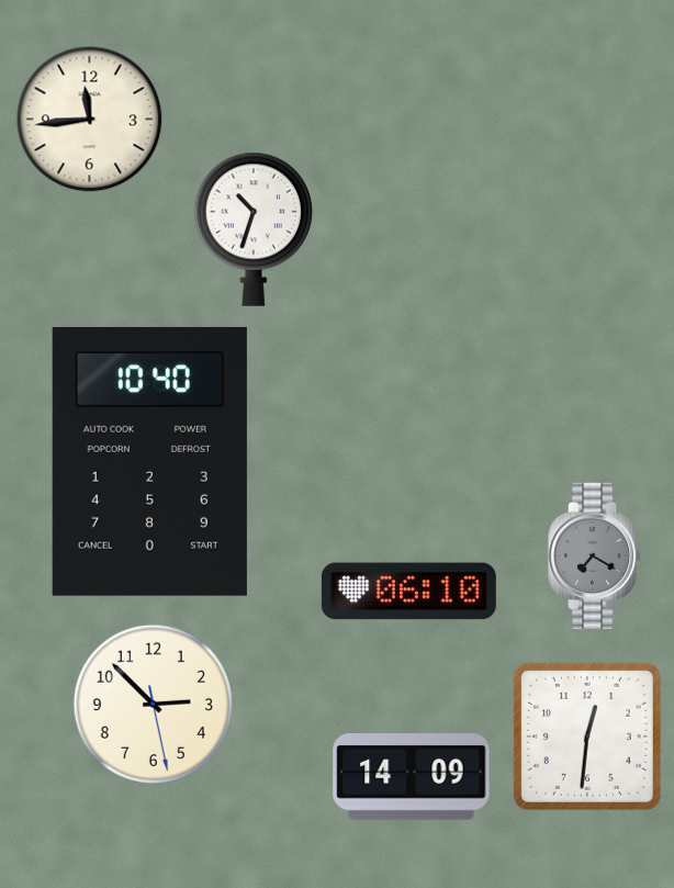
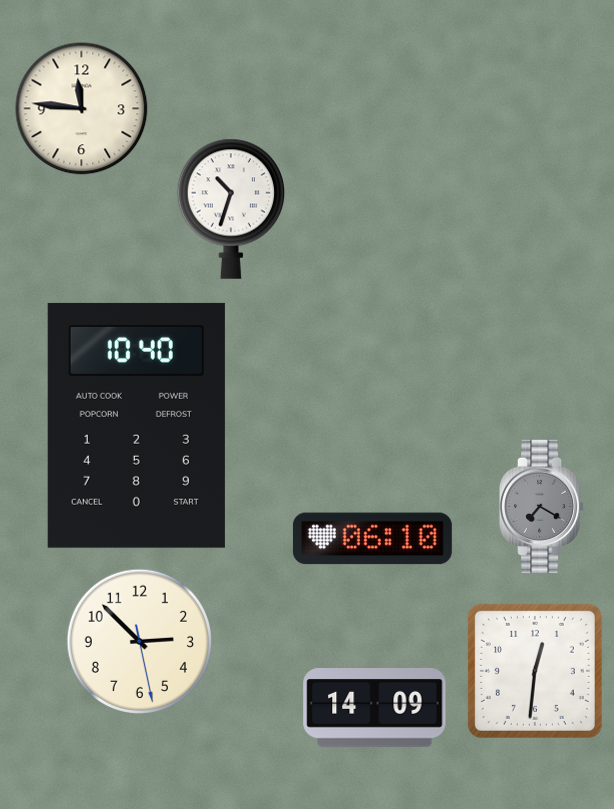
clock at (90, 120): 11:44 -> 11:46
clock at (149, 461) position: (149, 461) -> (136, 425)
